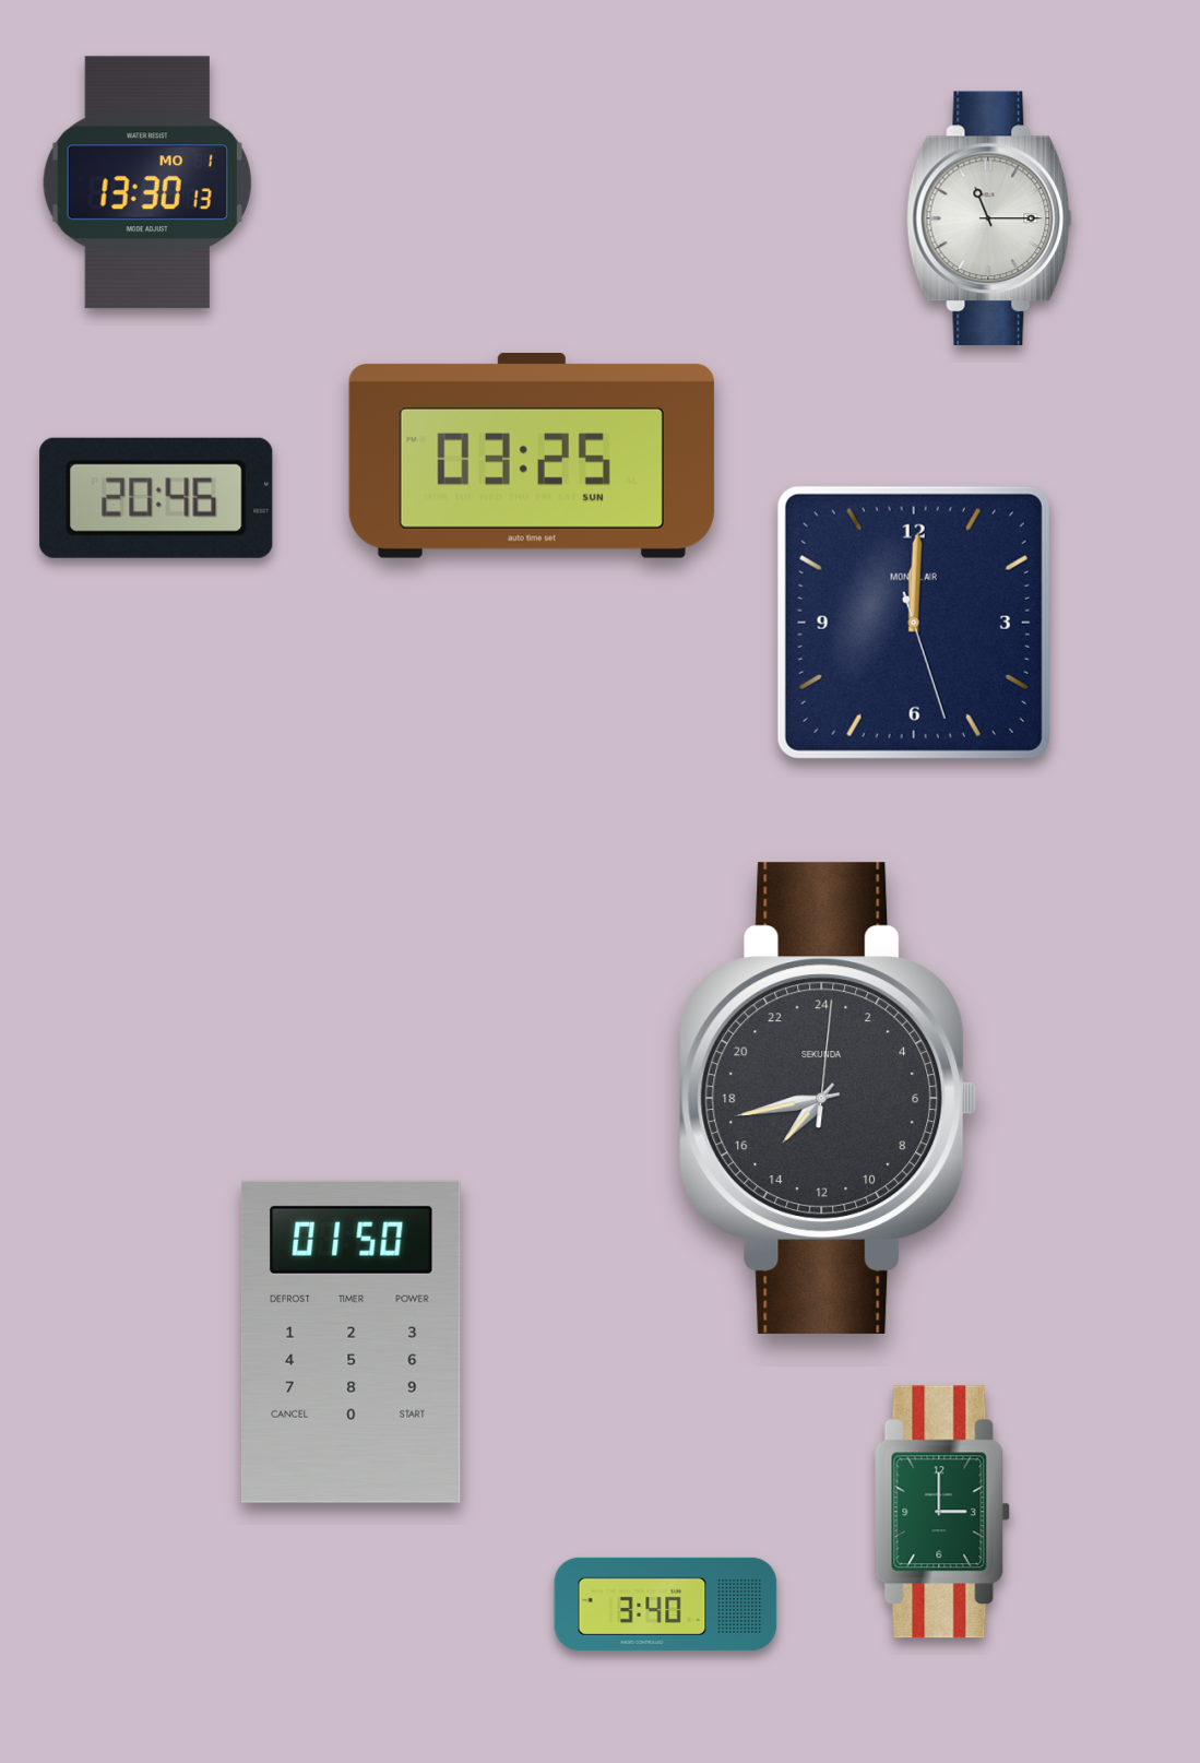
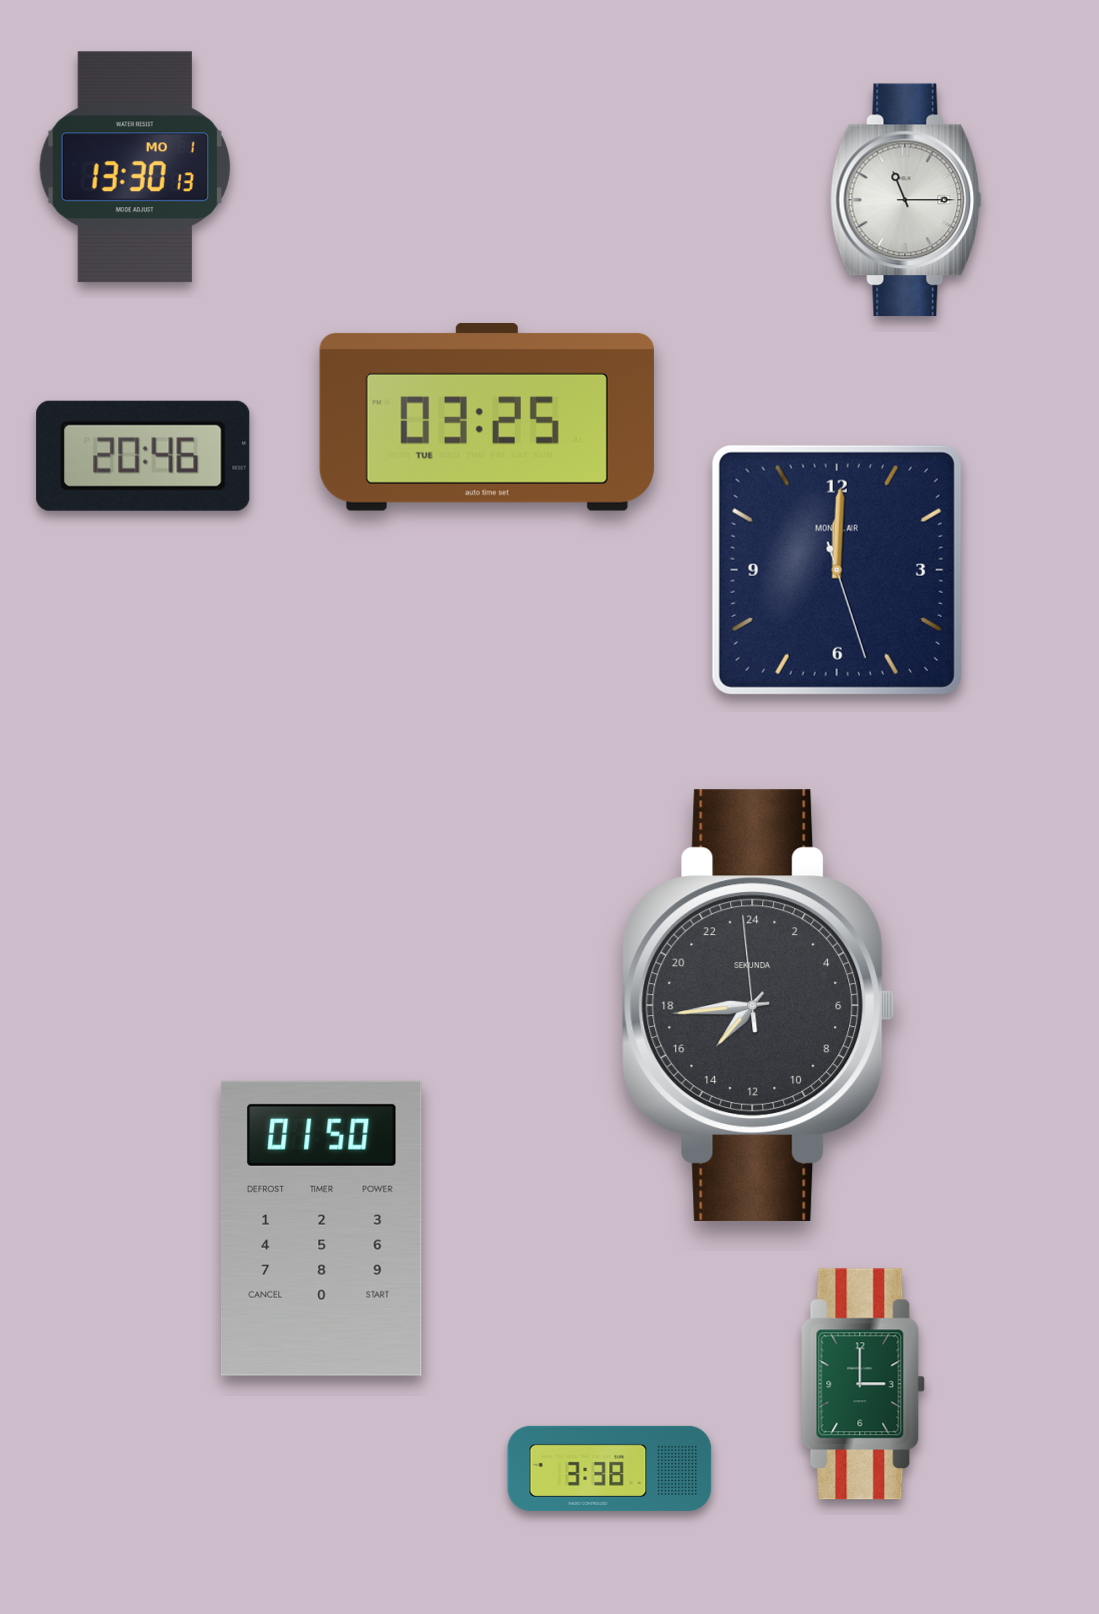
clock at (532, 455) date: SUN -> TUE
clock at (829, 1098): 14:43:01 -> 14:43:59
clock at (666, 1604): 3:40 -> 3:38
